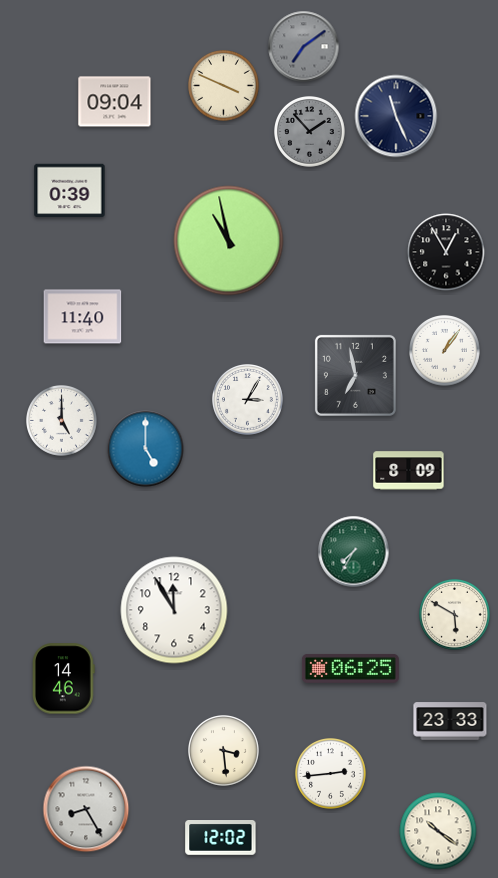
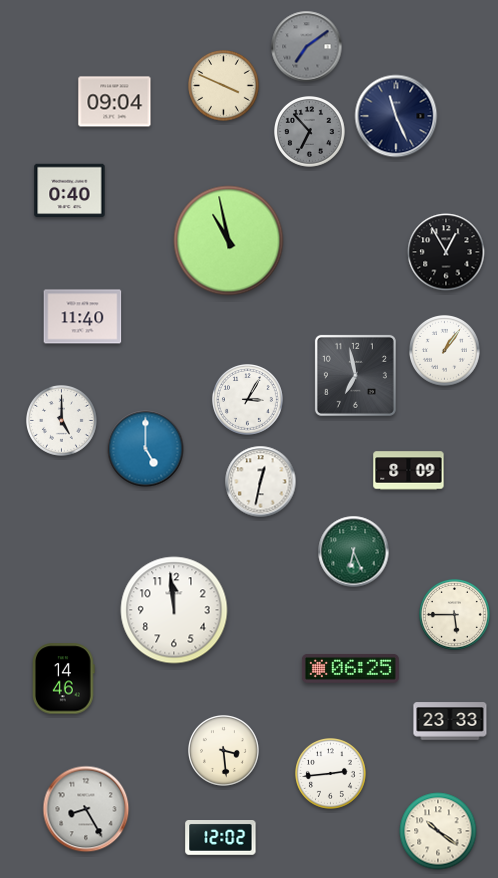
clock at (304, 47) position: (304, 47) -> (307, 47)
clock at (310, 132): 1:53 -> 6:53
clock at (70, 191): 0:39 -> 0:40
clock at (261, 482): none -> 12:32
clock at (354, 552): 7:35 -> 6:26
clock at (174, 610): 11:55 -> 11:59
clock at (455, 615): 5:50 -> 5:45
